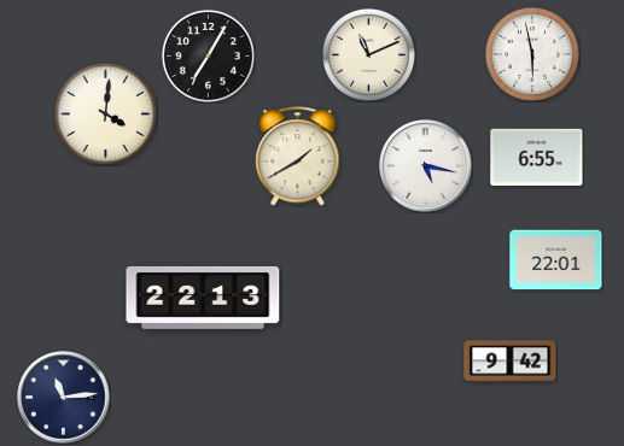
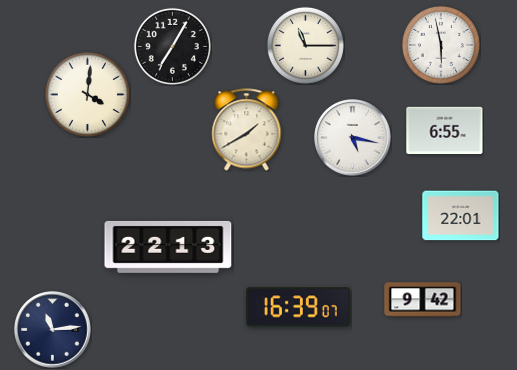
clock at (368, 54): 11:11 -> 11:15
clock at (298, 307): none -> 16:39
